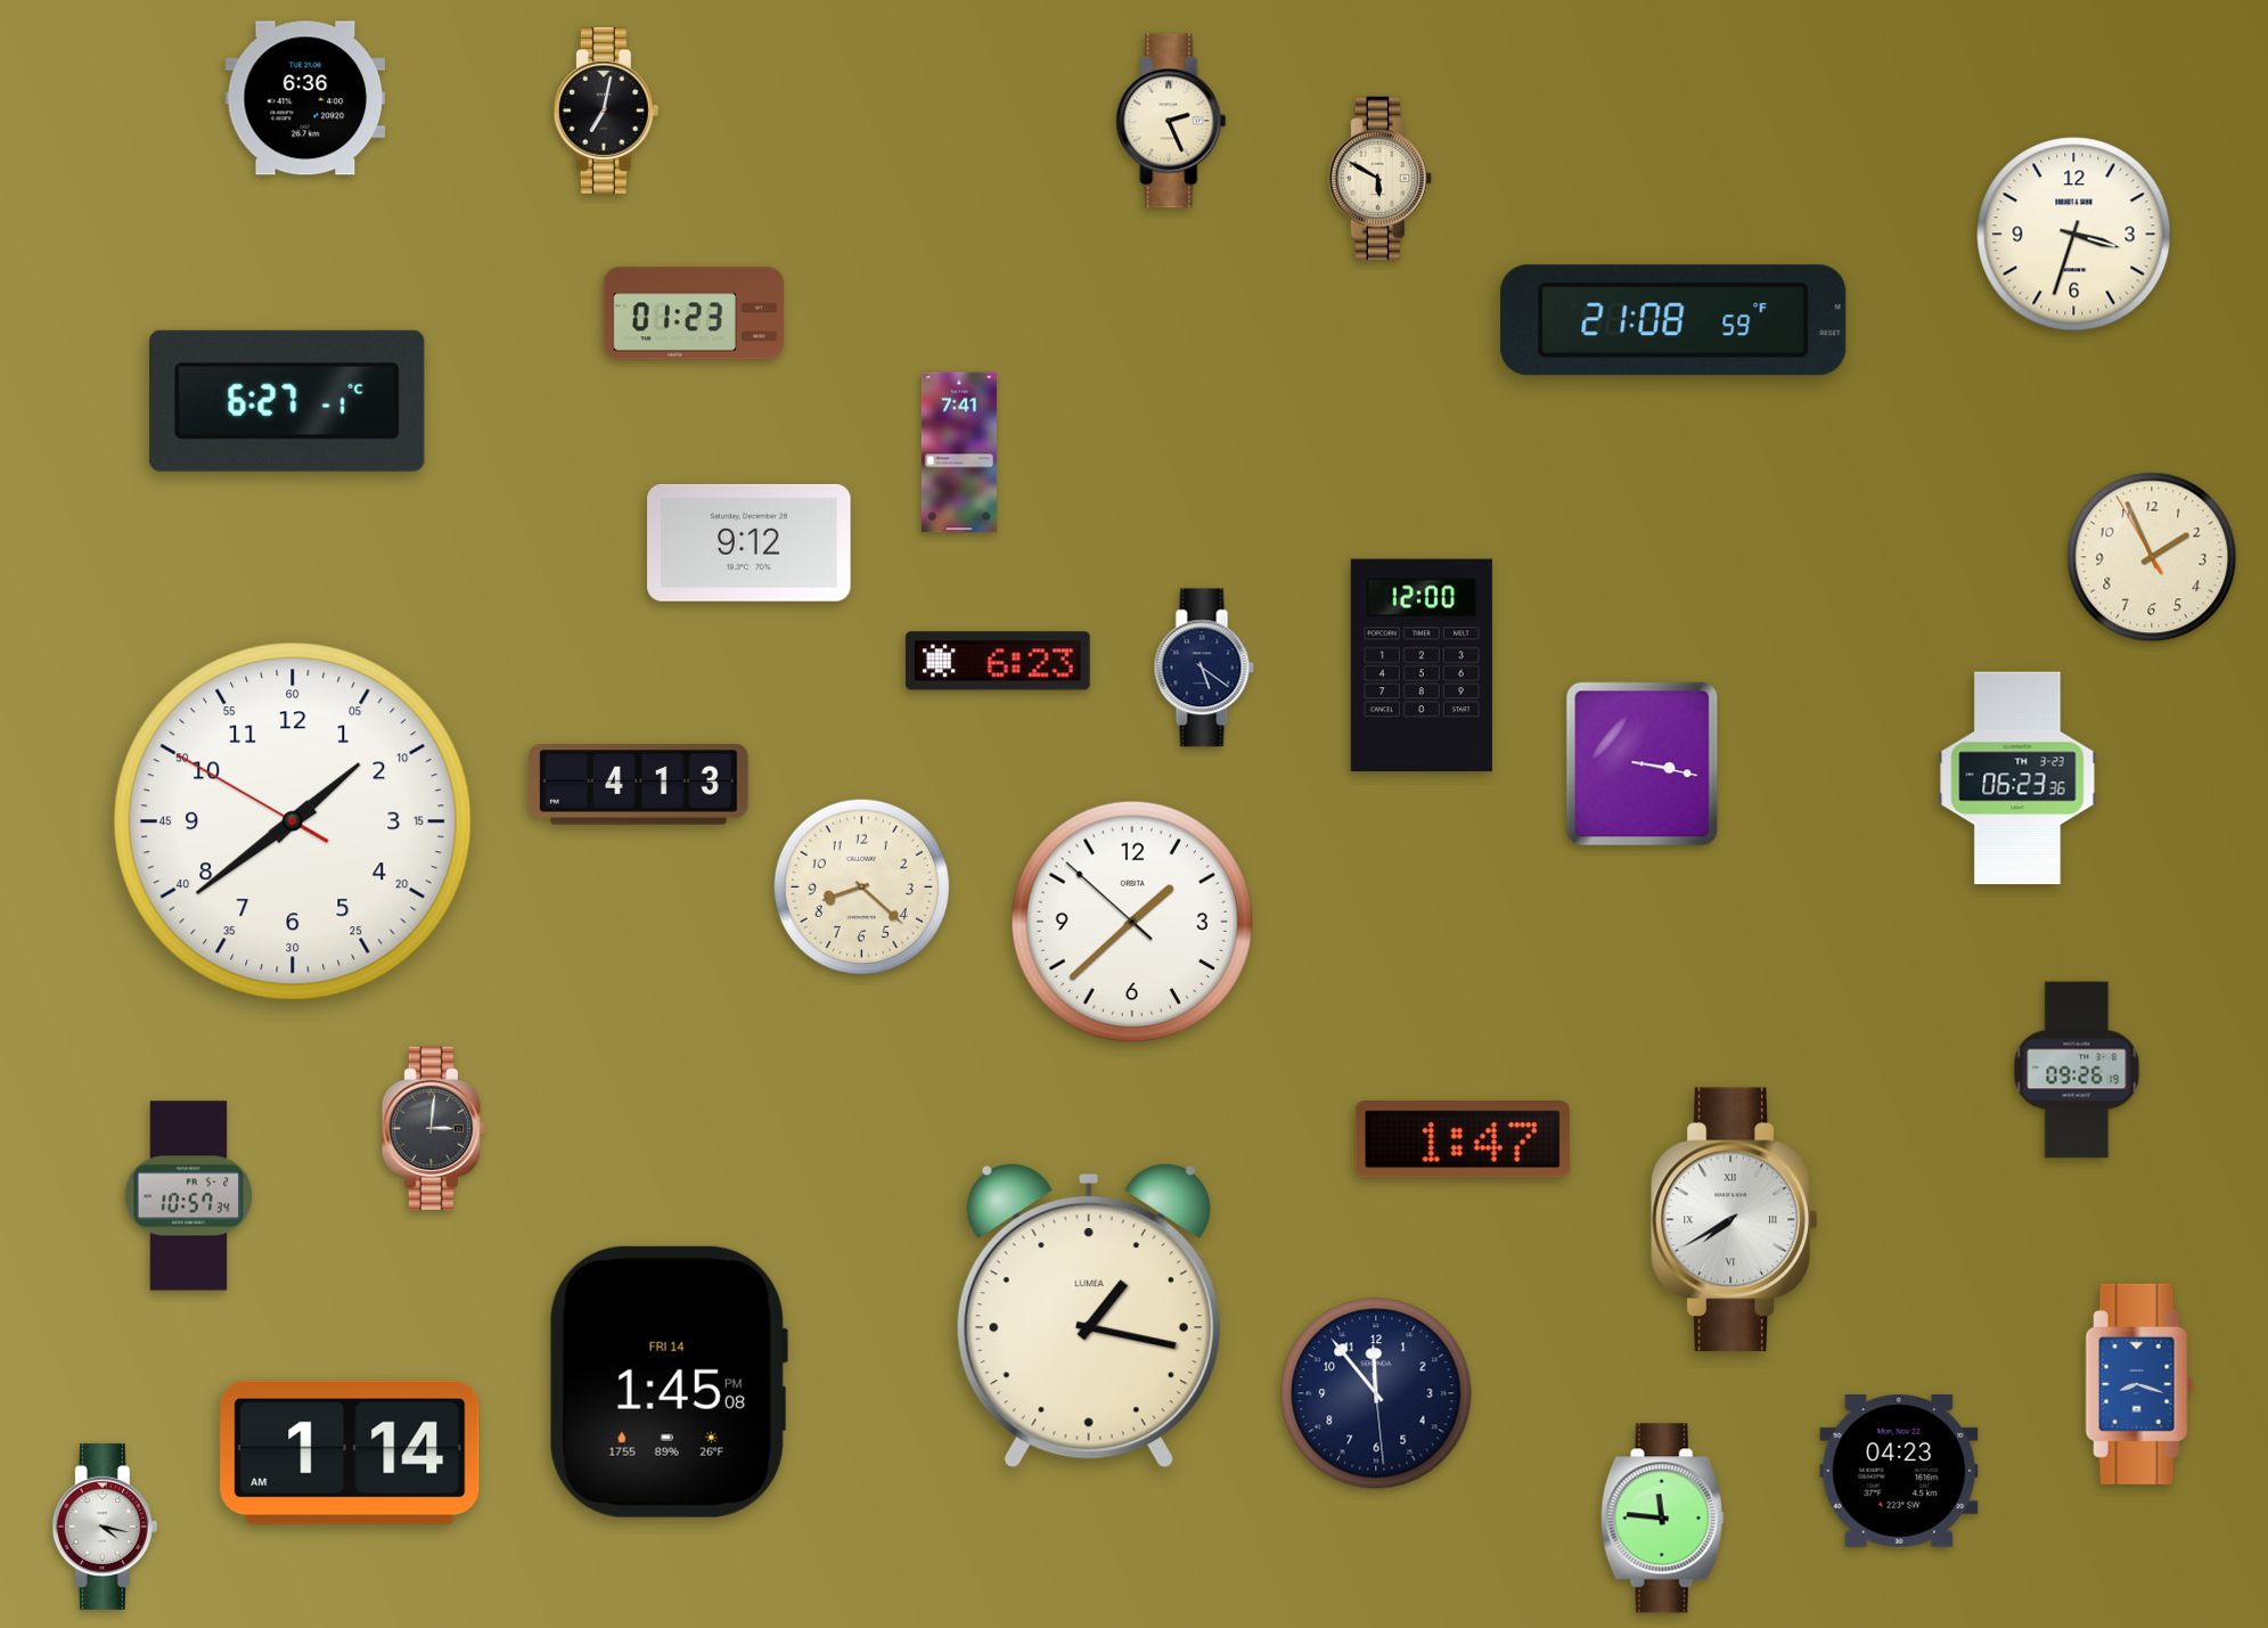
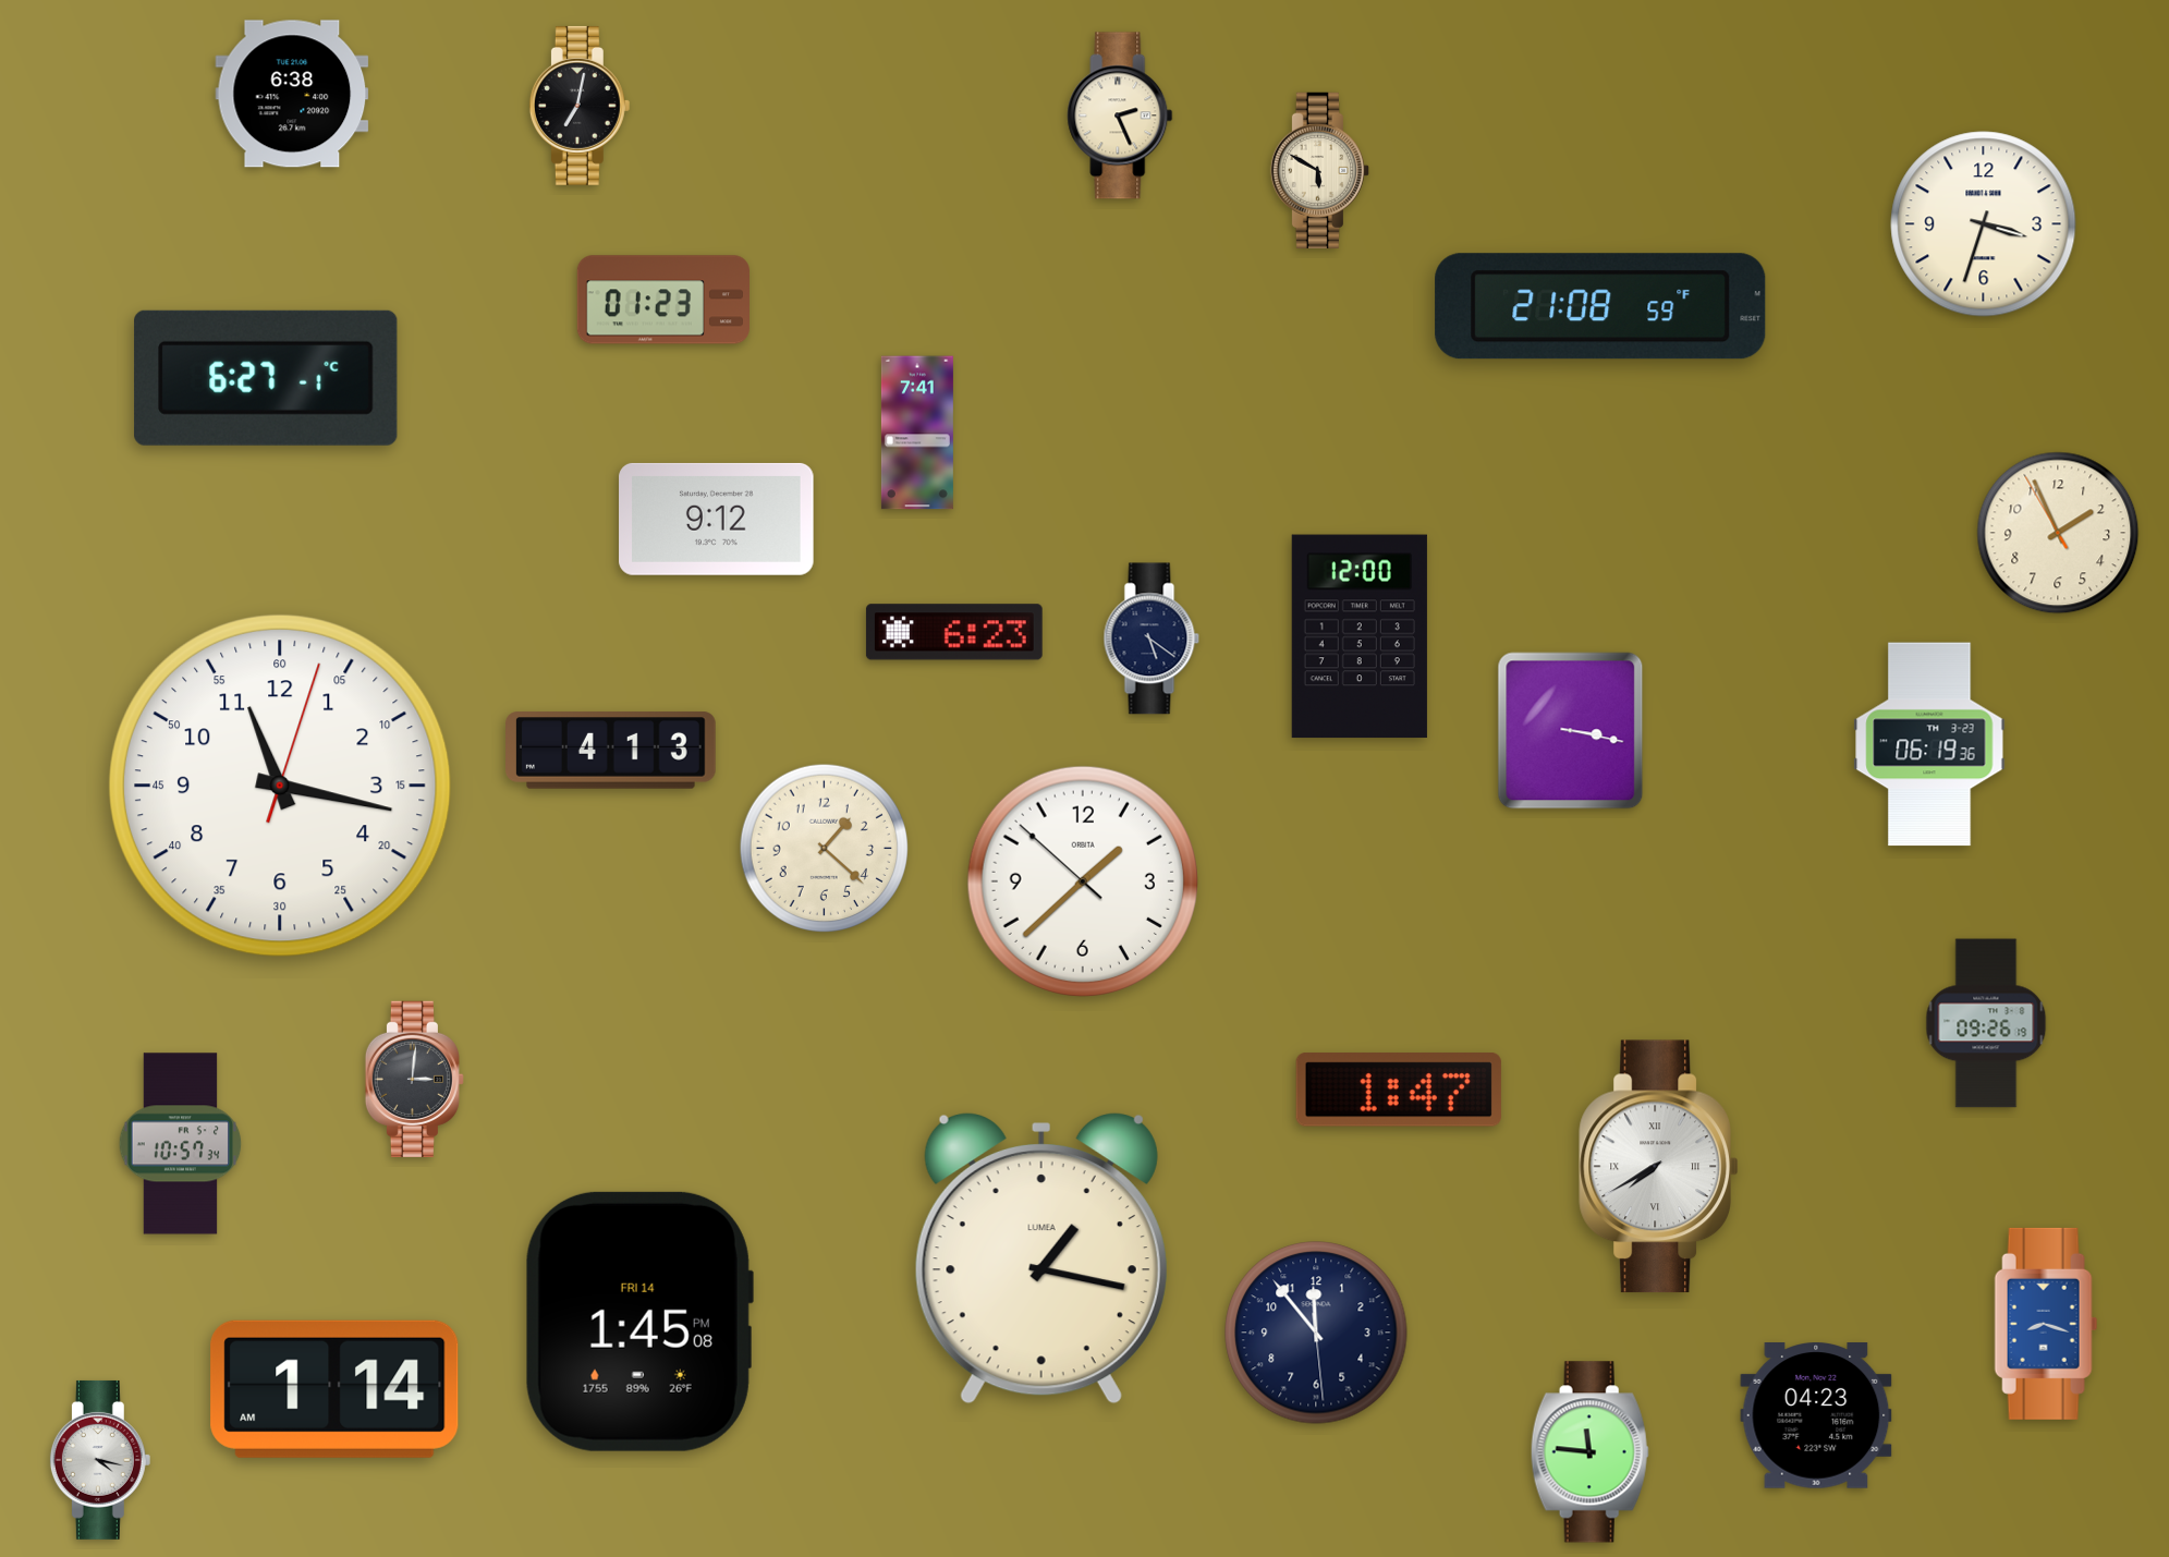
clock at (305, 98): 6:36 -> 6:38
clock at (287, 401) position: (287, 401) -> (266, 378)
clock at (2017, 778): 06:23 -> 06:19
clock at (293, 821): 1:38 -> 11:17
clock at (862, 887): 8:22 -> 1:22
clock at (1899, 1471) position: (1899, 1471) -> (1816, 1415)
